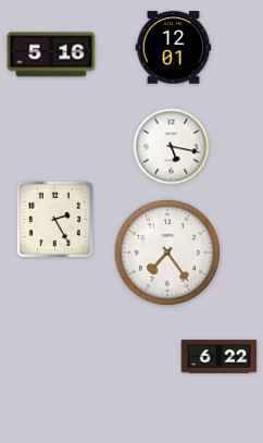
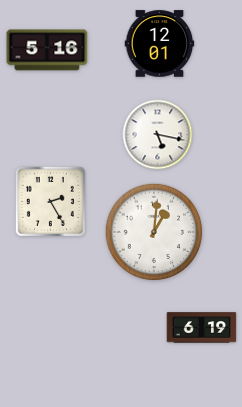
clock at (167, 253): 7:24 -> 1:01
clock at (220, 357): 6:22 -> 6:19
